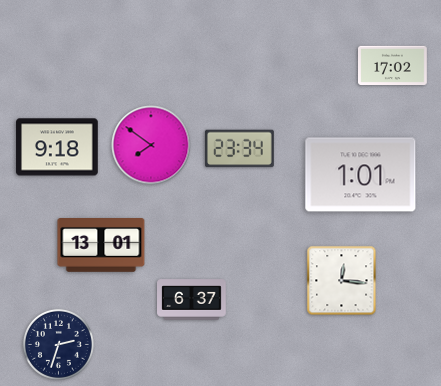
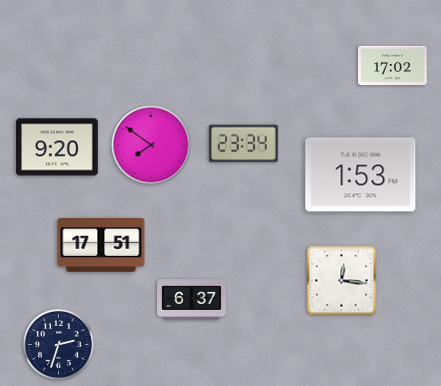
clock at (57, 147): 9:18 -> 9:20
clock at (239, 149) position: (239, 149) -> (243, 144)
clock at (361, 175): 1:01 -> 1:53
clock at (101, 245): 13:01 -> 17:51
